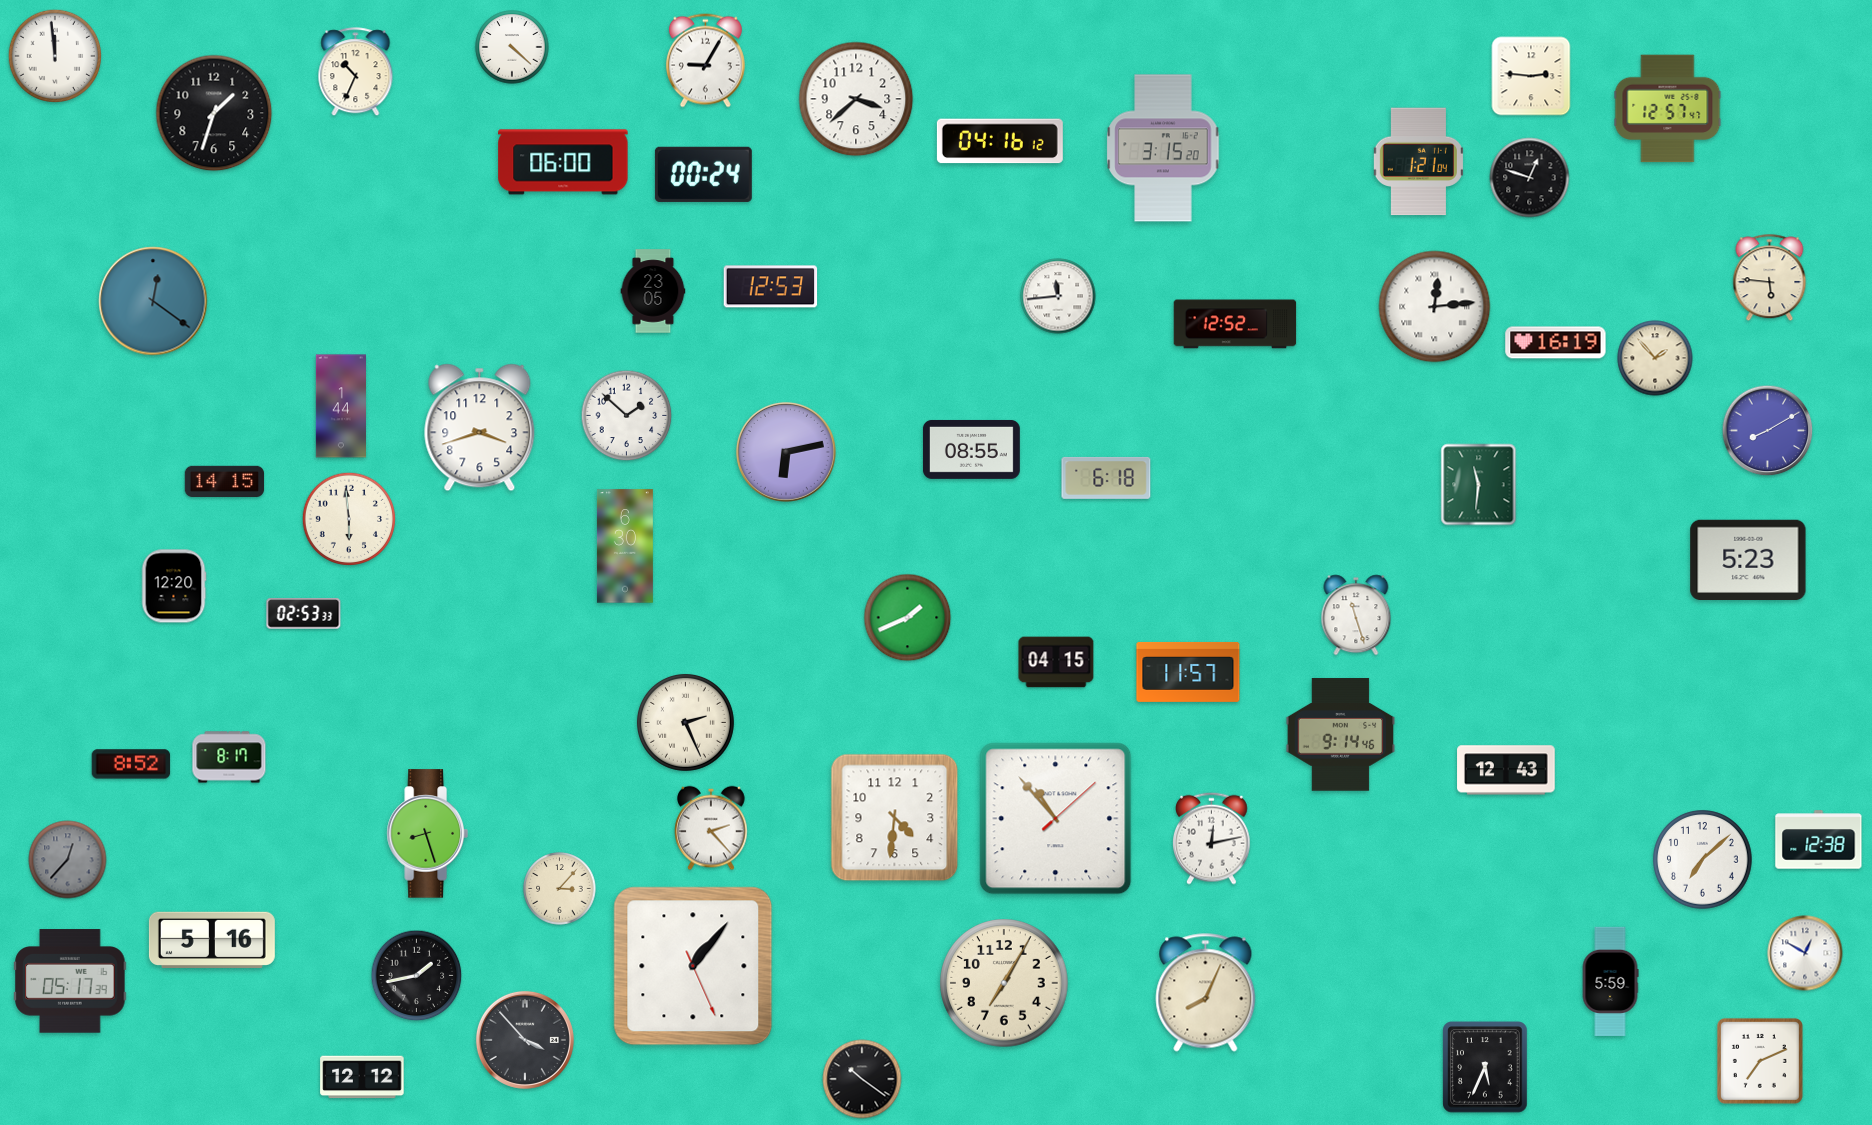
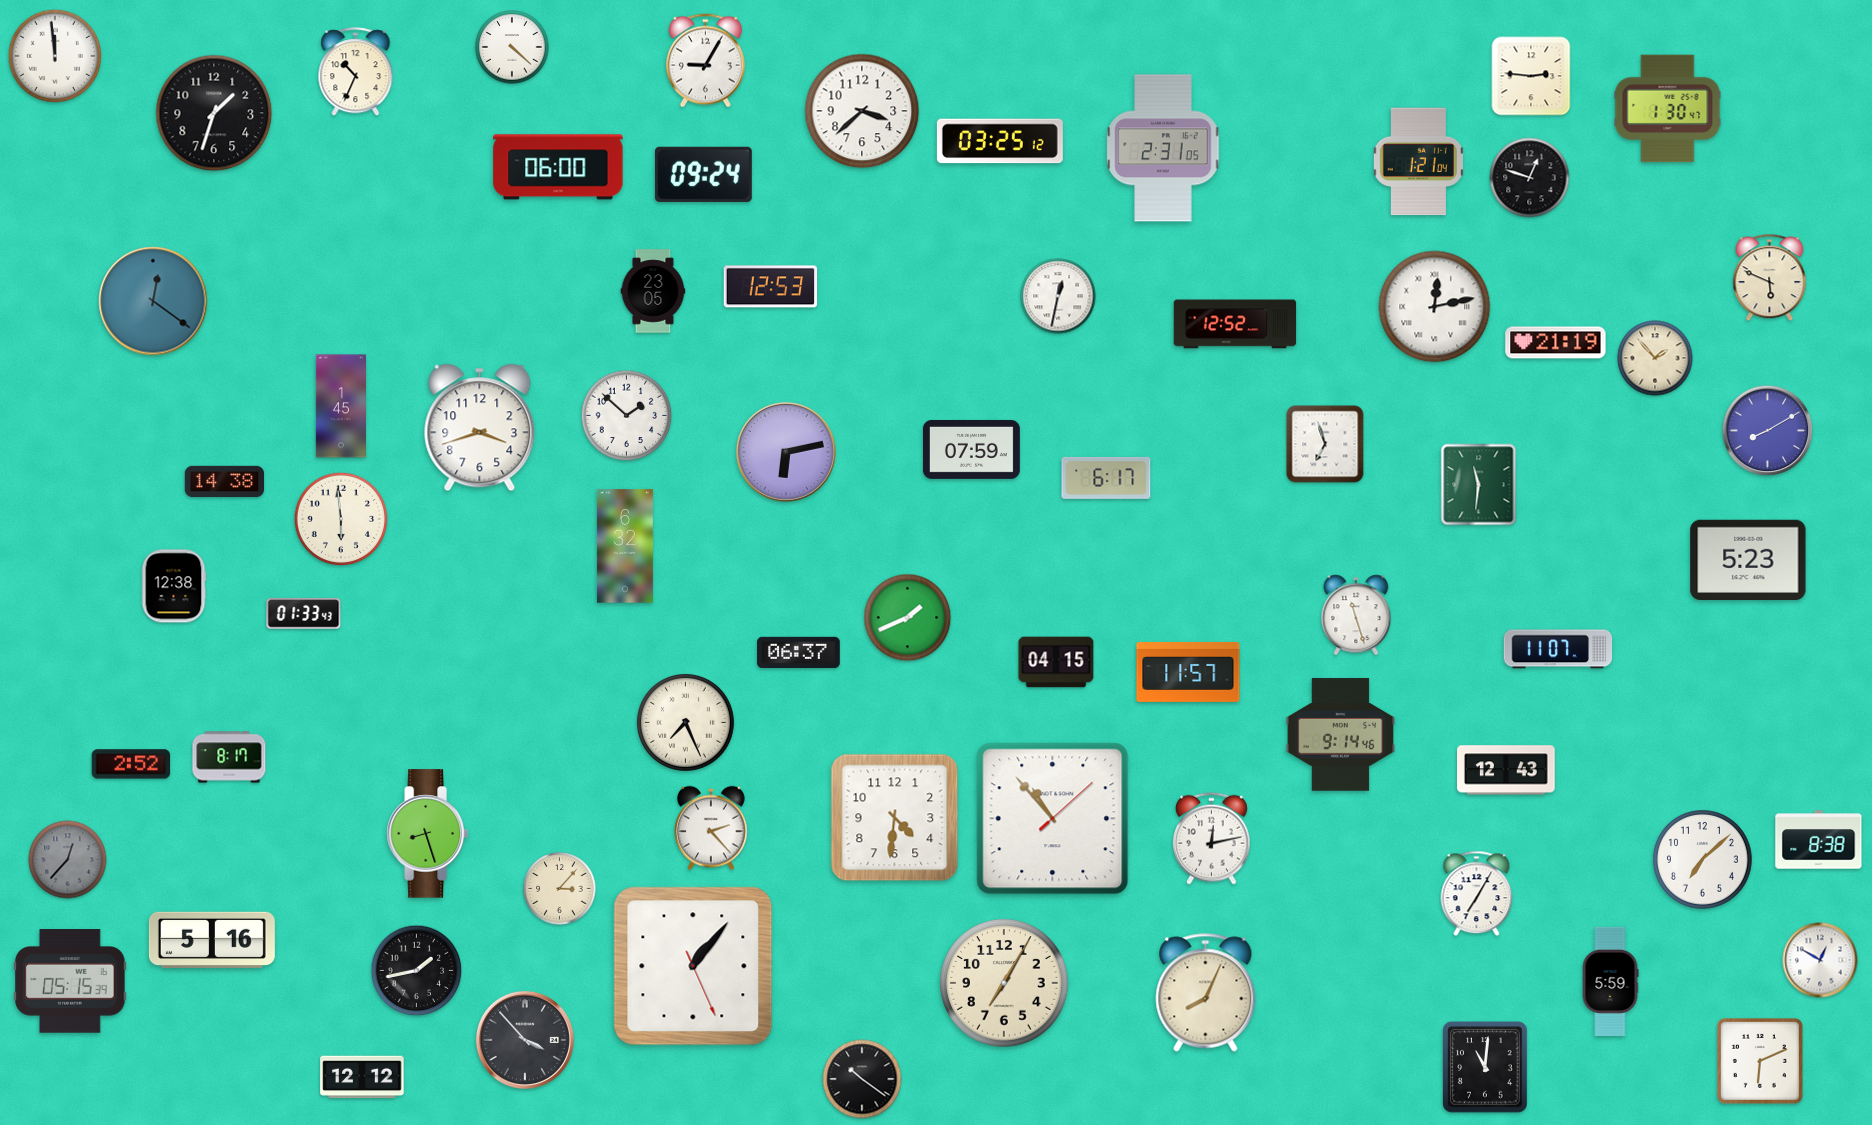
clock at (856, 99) position: (856, 99) -> (862, 111)
clock at (1668, 109): 12:57 -> 1:30
clock at (1000, 141): 04:16 -> 03:25
clock at (1163, 148): 3:15 -> 2:31
clock at (563, 162) position: (563, 162) -> (558, 167)
clock at (703, 174): 00:24 -> 09:24
clock at (1770, 278): 5:46 -> 5:49
clock at (1058, 296): 11:44 -> 12:32
clock at (1435, 307): 12:14 -> 12:13
clock at (1556, 343): 16:19 -> 21:19
clock at (340, 406): 1:44 -> 1:45
clock at (1325, 444): none -> 6:57
clock at (971, 449): 08:55 -> 07:59
clock at (1106, 478): 6:18 -> 6:17
clock at (225, 481): 14:15 -> 14:38
clock at (348, 518) position: (348, 518) -> (340, 518)
clock at (625, 546): 6:30 -> 6:32
clock at (174, 586): 12:20 -> 12:38
clock at (304, 614): 02:53 -> 01:33
clock at (1558, 649): none -> 11:07
clock at (799, 652): none -> 06:37
clock at (685, 722): 2:26 -> 7:26
clock at (131, 764): 8:52 -> 2:52
clock at (1056, 819) position: (1056, 819) -> (1053, 819)
clock at (1819, 840): 12:38 -> 8:38
clock at (1477, 894): none -> 7:05
clock at (1805, 953) position: (1805, 953) -> (1820, 960)
clock at (417, 976) position: (417, 976) -> (417, 971)
clock at (70, 981): 05:17 -> 05:15
clock at (1760, 1061): 7:11 -> 6:11
clock at (1485, 1067): 5:34 -> 11:01
